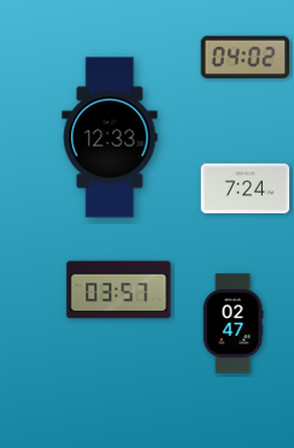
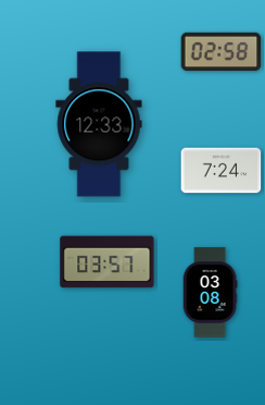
clock at (246, 58): 04:02 -> 02:58
clock at (233, 324): 02:47 -> 03:08
